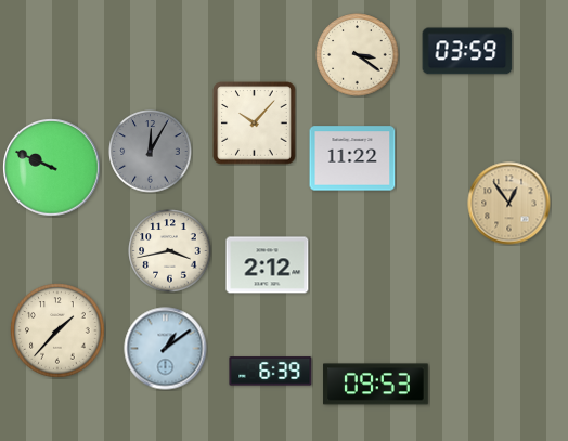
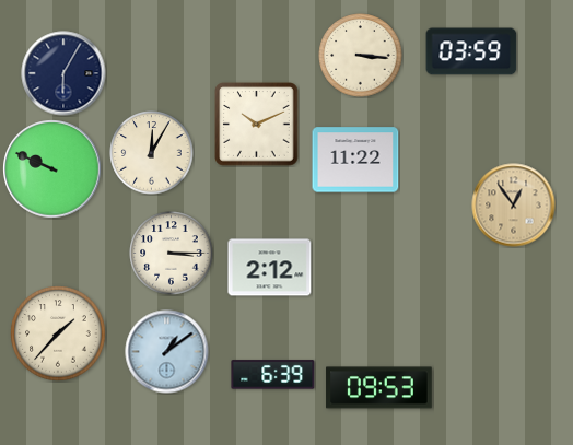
clock at (358, 55): 3:21 -> 3:16
clock at (63, 73): none -> 6:05
clock at (255, 124): 10:07 -> 10:11
clock at (151, 152) dial: grey -> cream
clock at (170, 251): 3:43 -> 3:15
